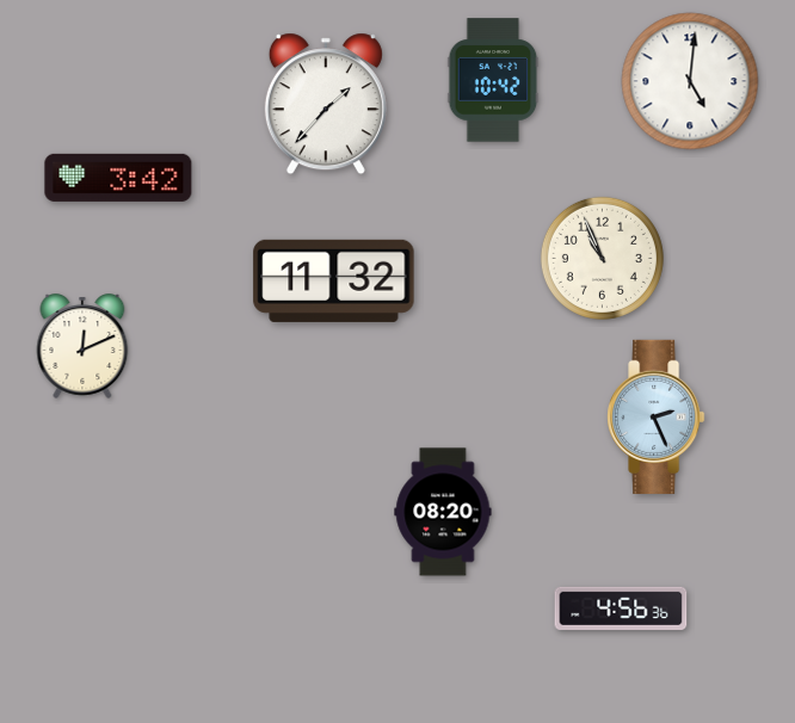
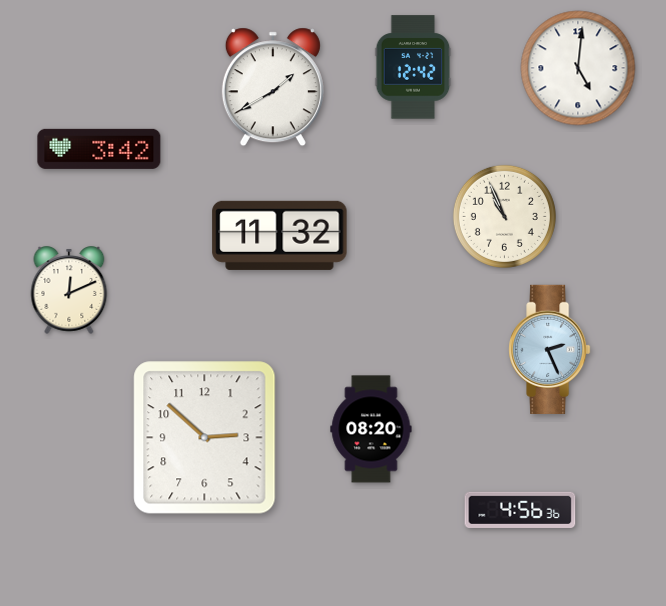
clock at (493, 80): 10:42 -> 12:42
clock at (326, 104): 1:37 -> 1:40
clock at (205, 438): none -> 2:52
